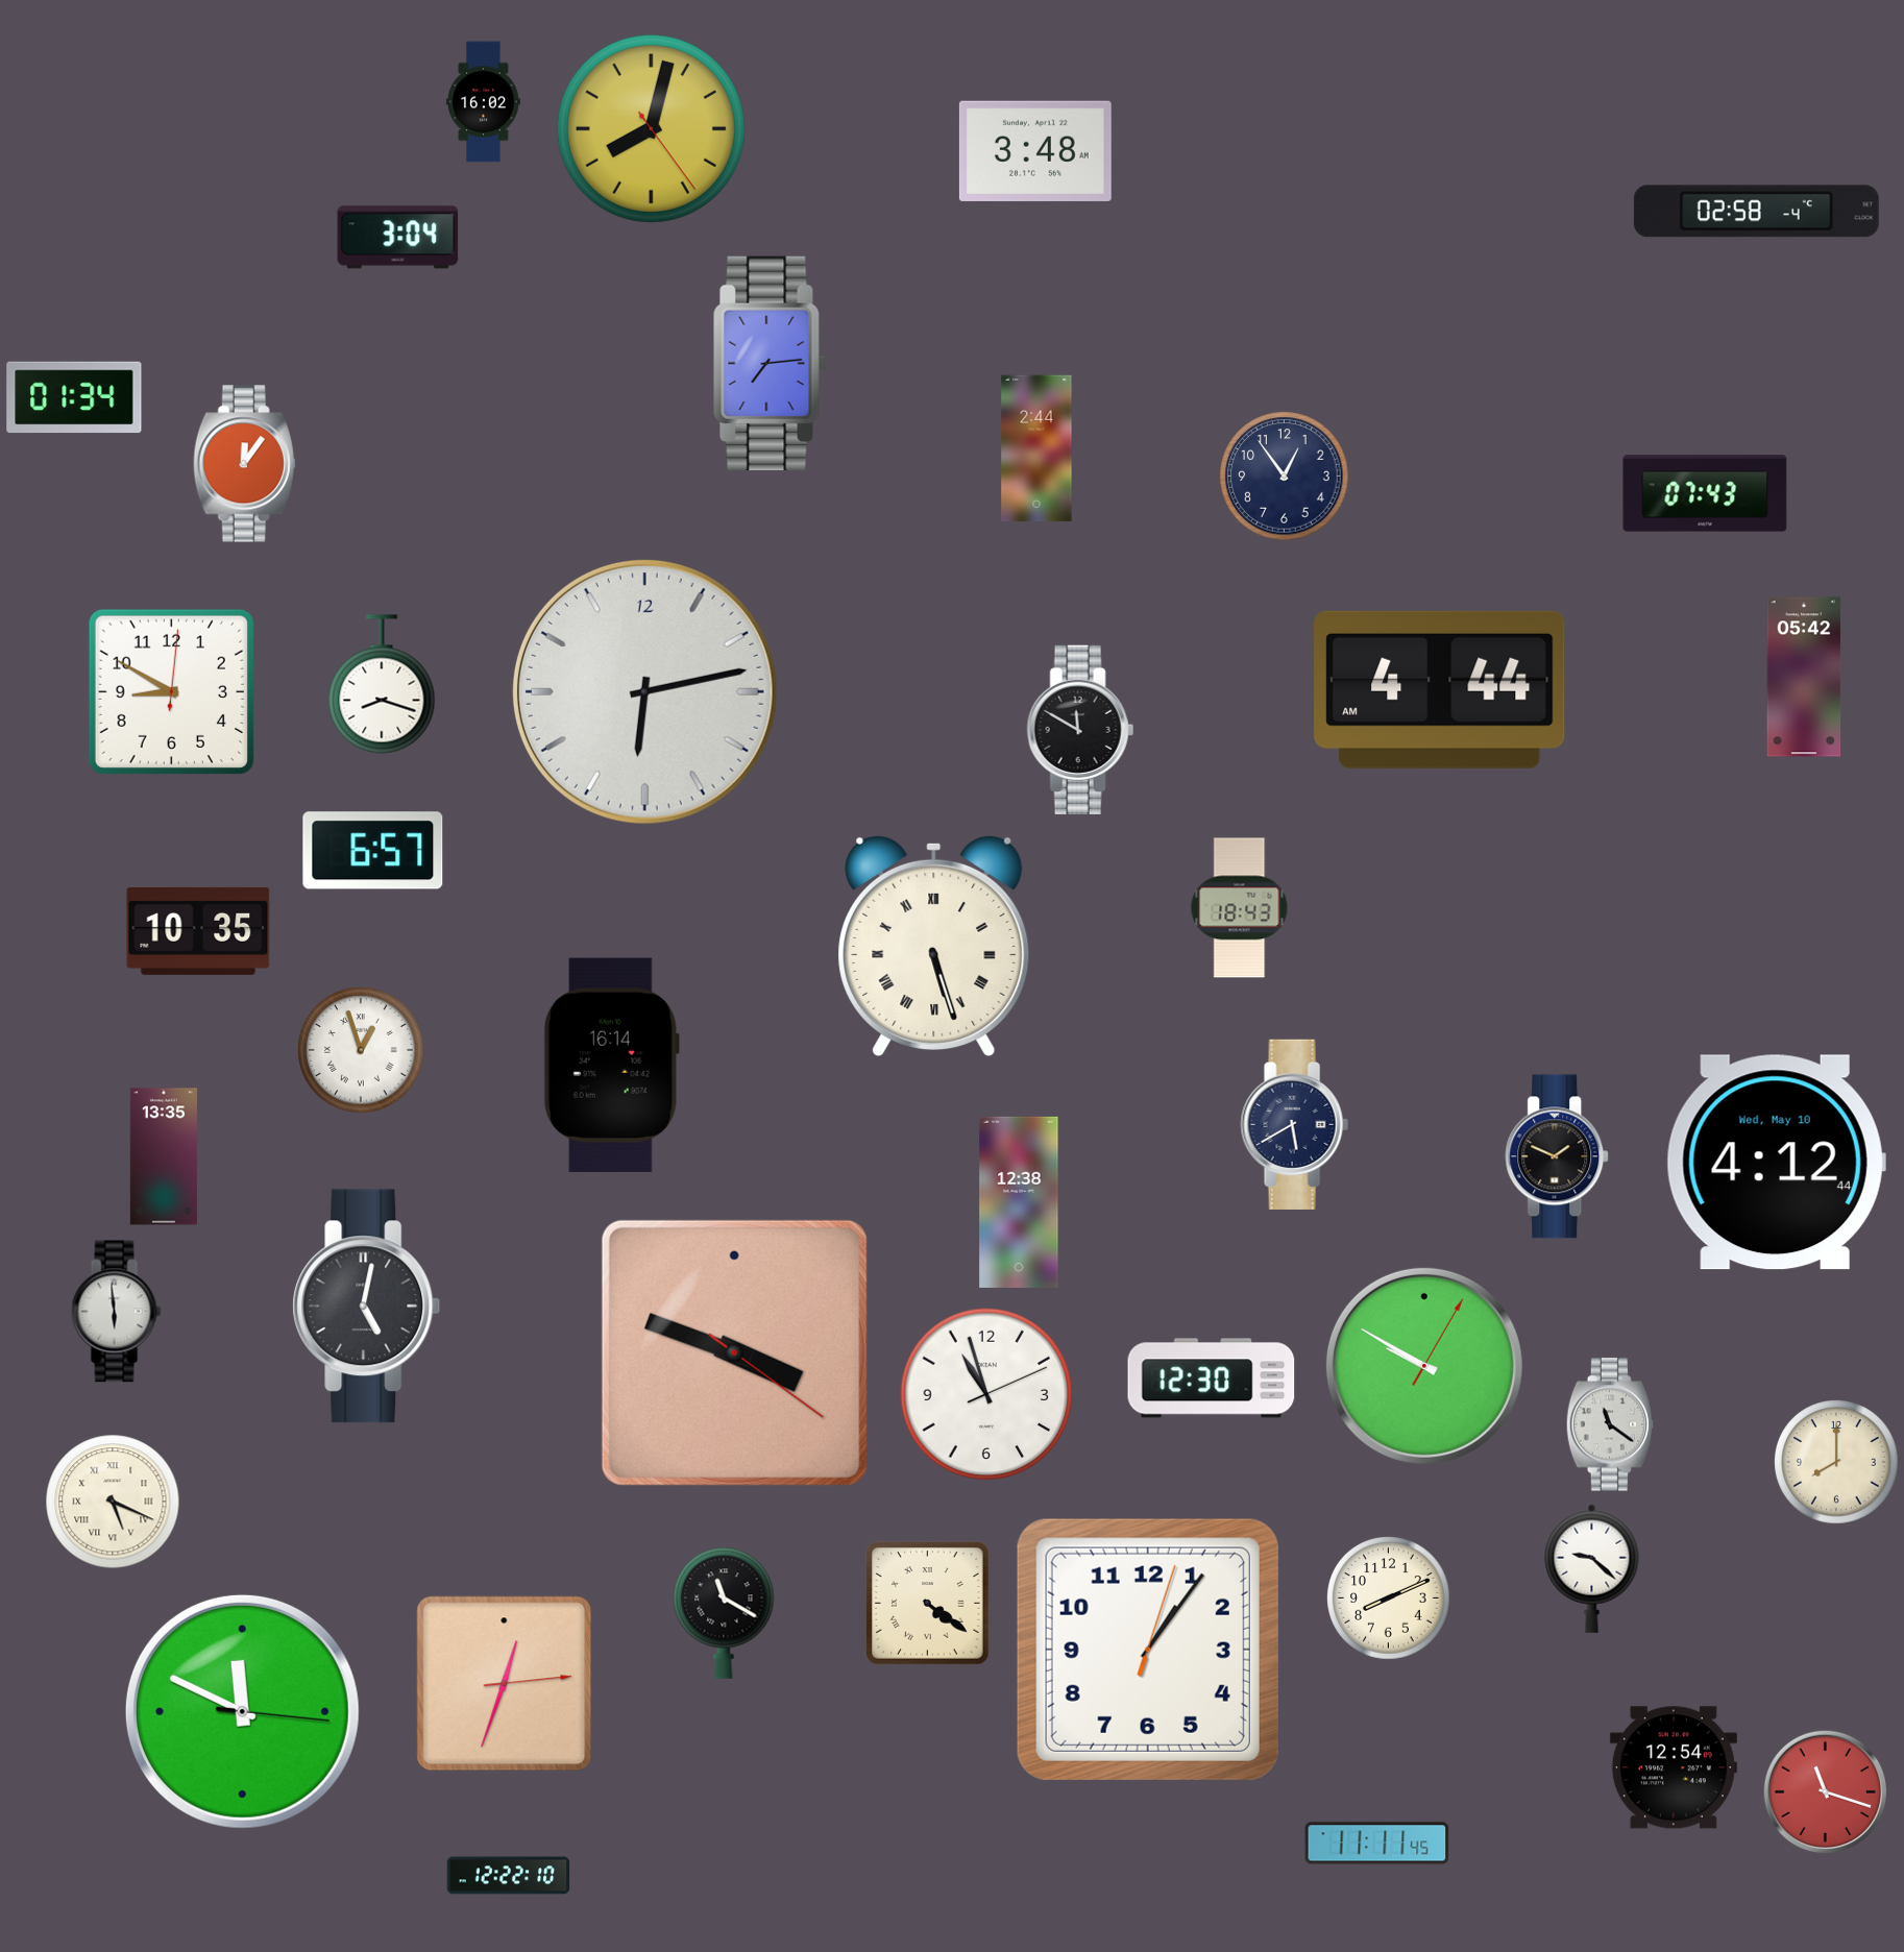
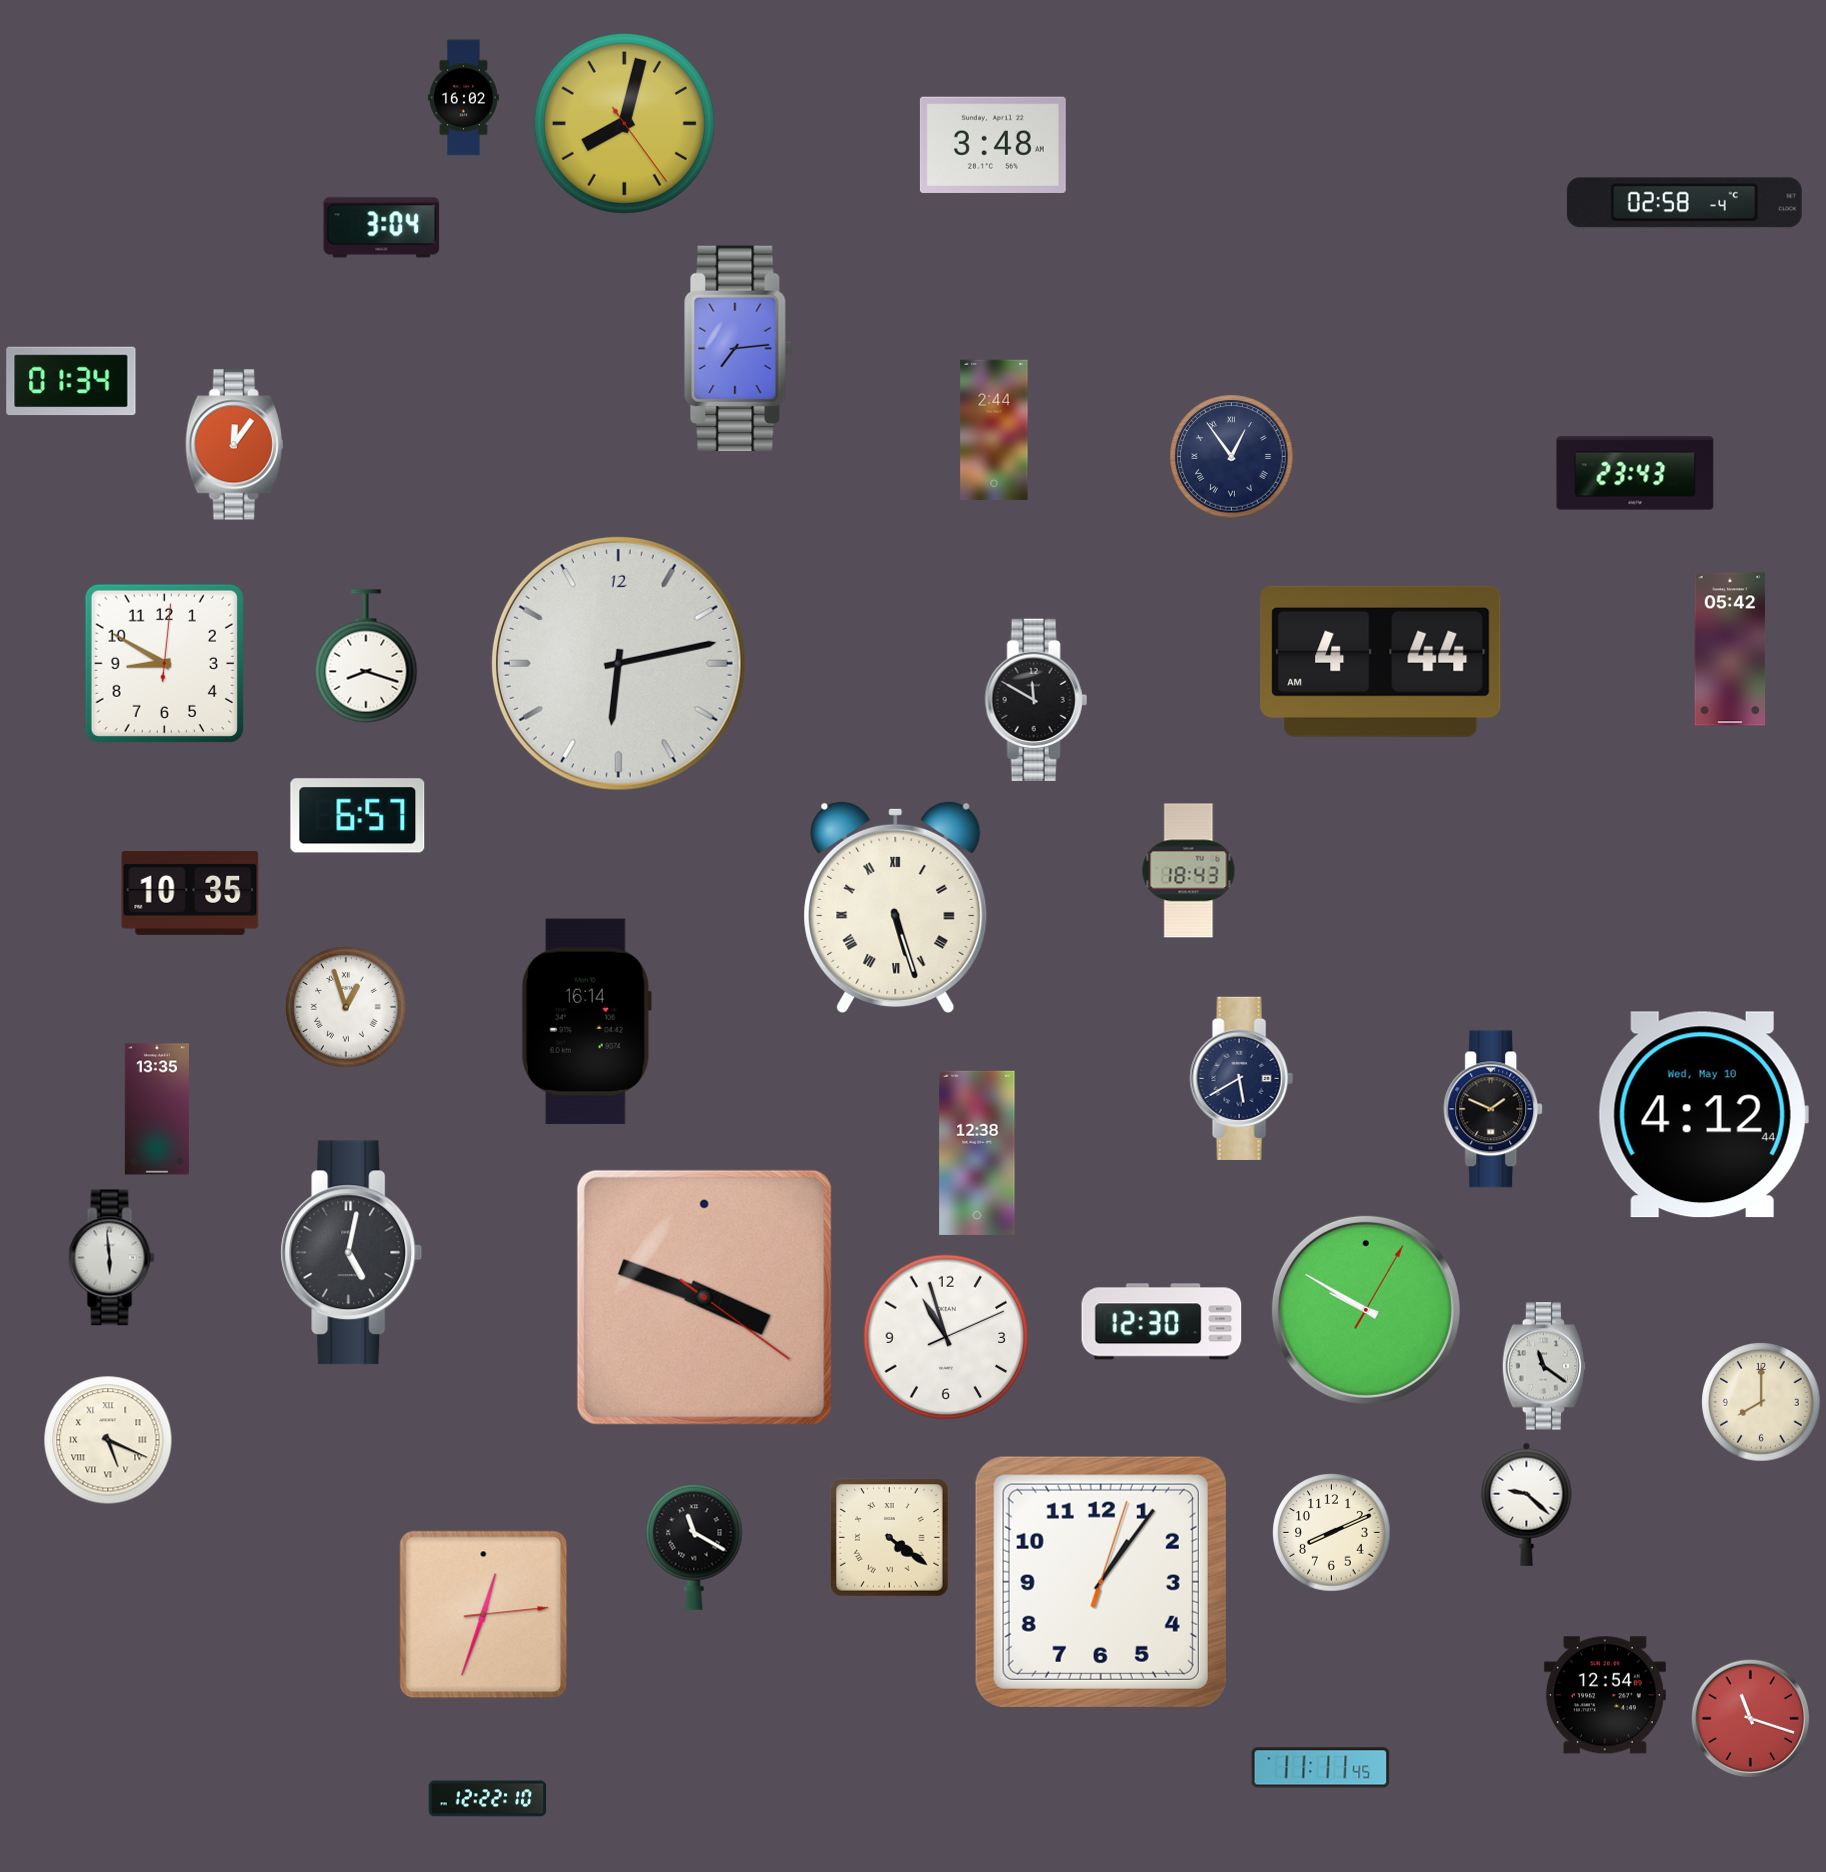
clock at (1285, 477) numerals: Arabic -> Roman
clock at (1705, 493): 07:43 -> 23:43
clock at (242, 1711): 11:49 -> none
